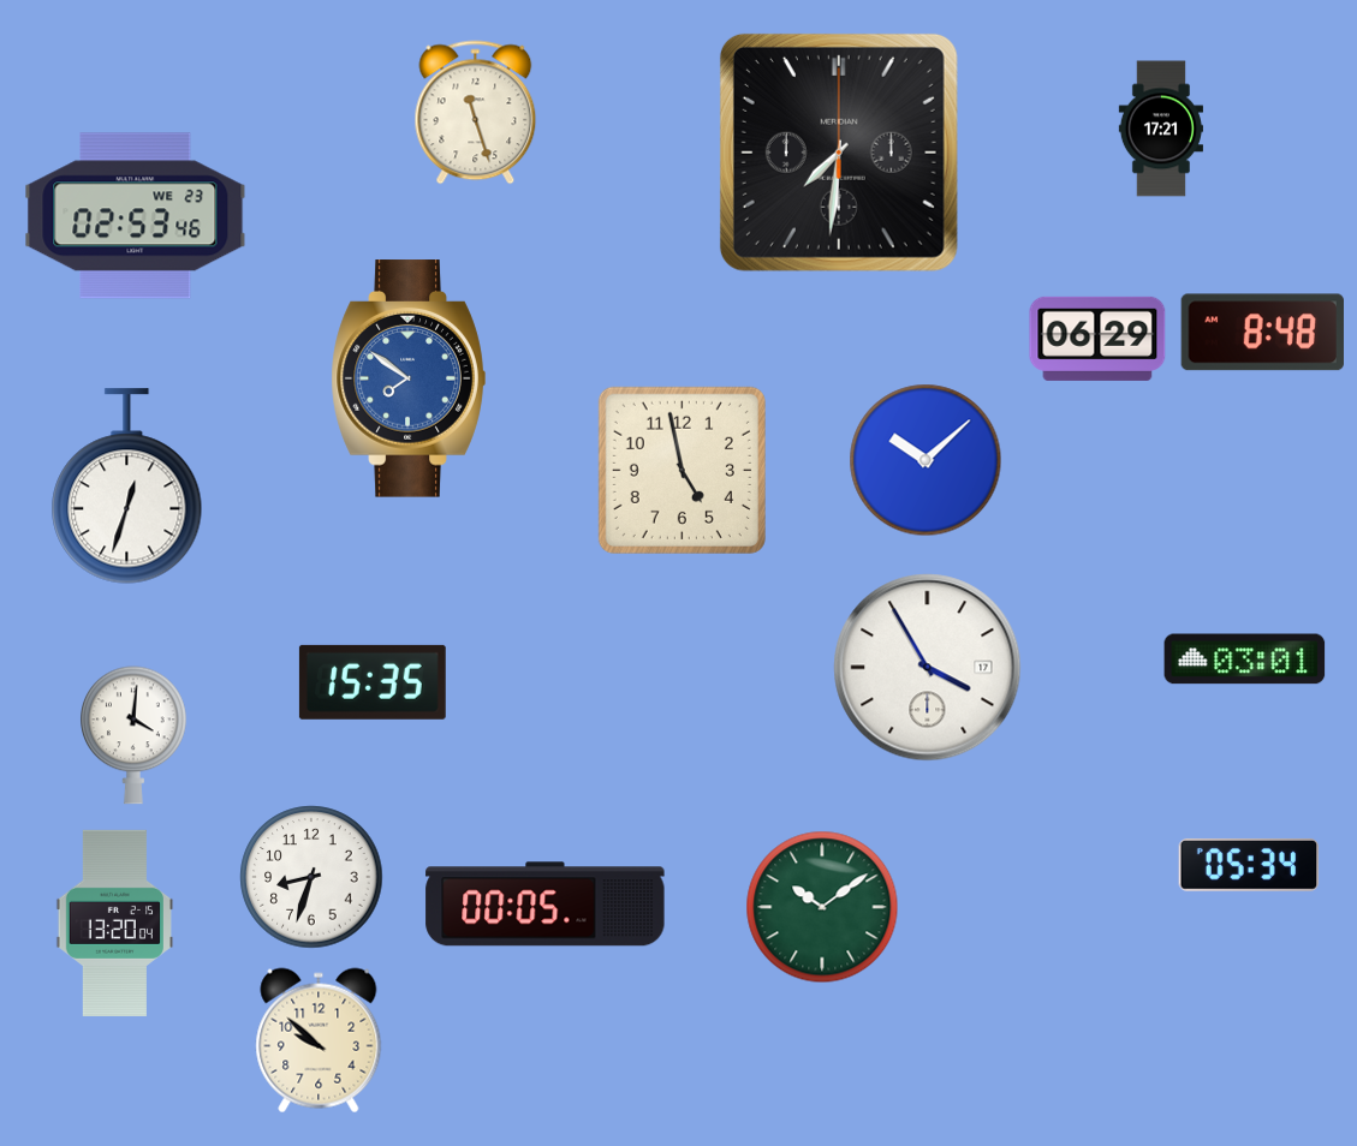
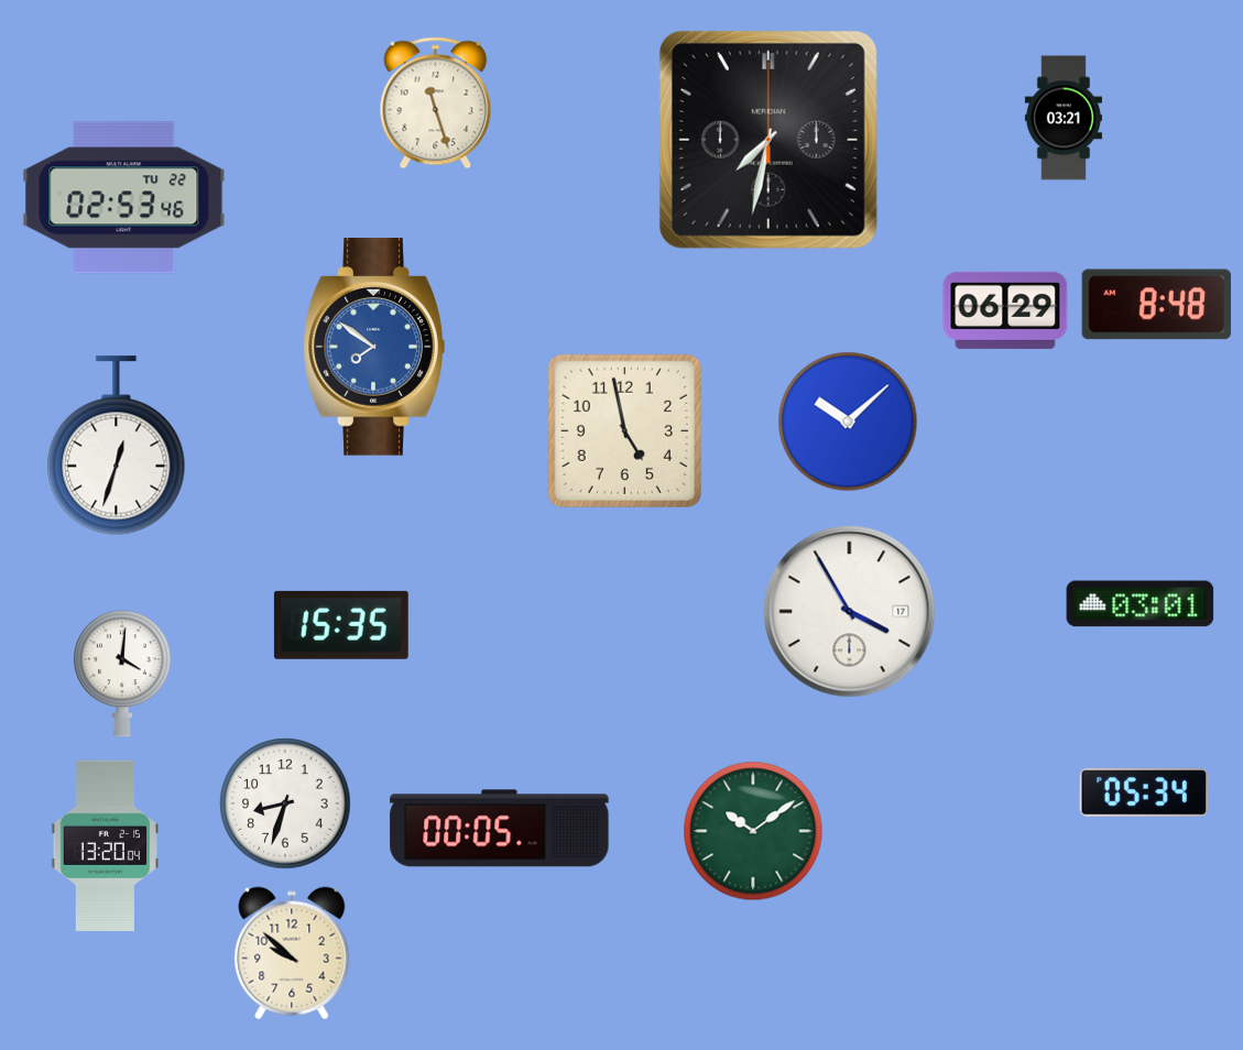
clock at (1161, 129): 17:21 -> 03:21
clock at (839, 153): 7:31 -> 7:32
clock at (136, 216) date: WE 23 -> TU 22
